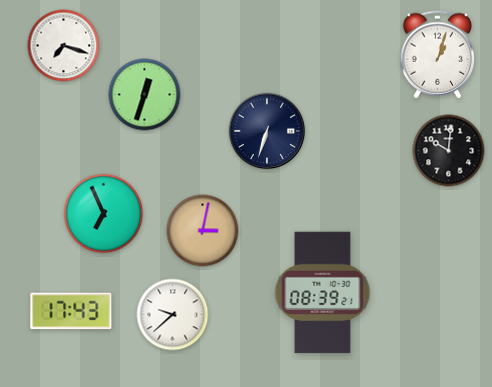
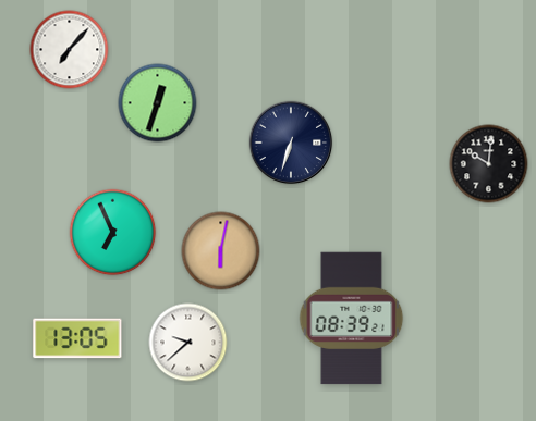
clock at (64, 46): 7:18 -> 7:07
clock at (438, 55): 1:03 -> none
clock at (203, 231): 3:02 -> 6:02
clock at (71, 311): 17:43 -> 13:05
